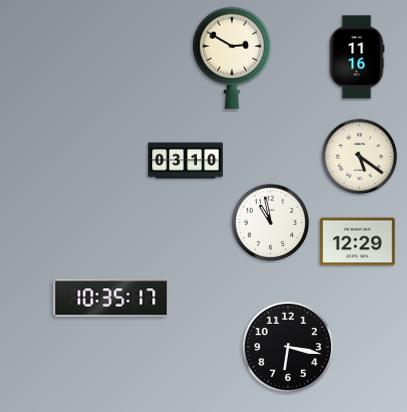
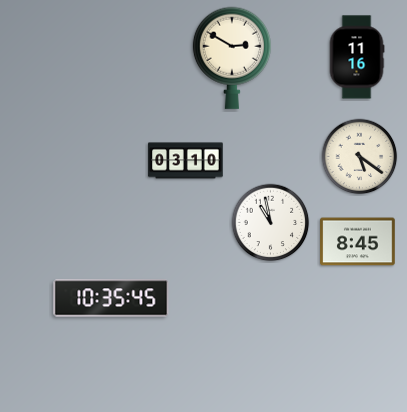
clock at (358, 242): 12:29 -> 8:45
clock at (111, 298): 10:35:17 -> 10:35:45
clock at (288, 347): 6:17 -> none
